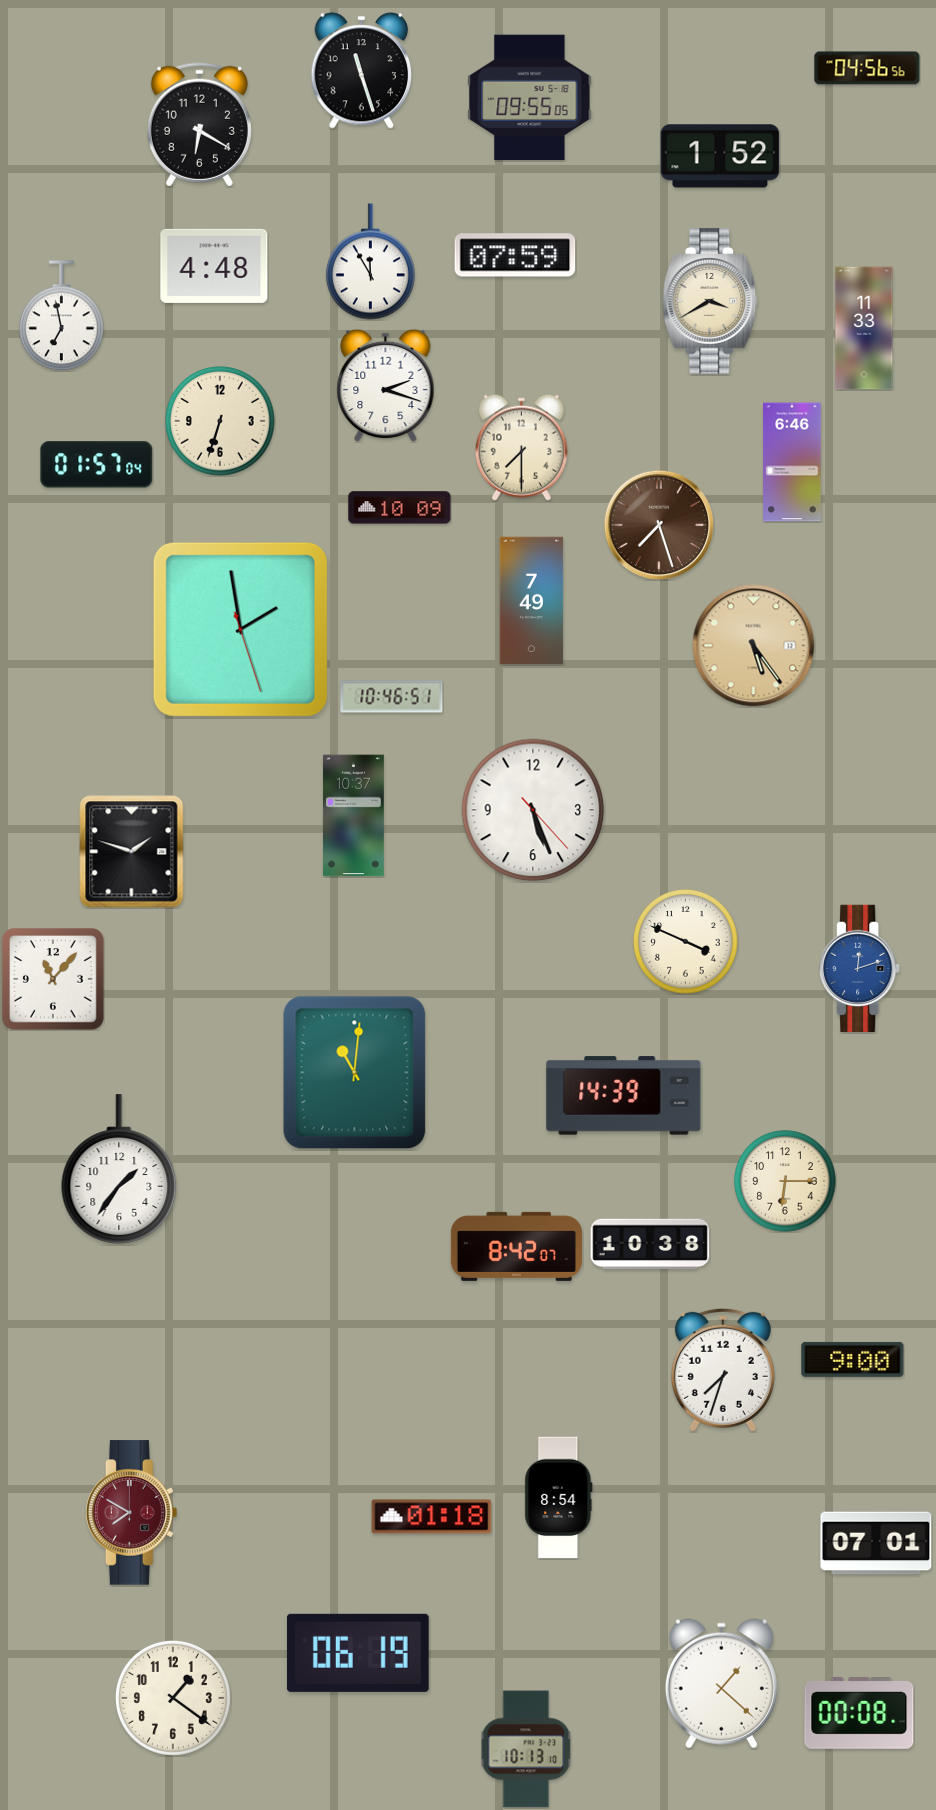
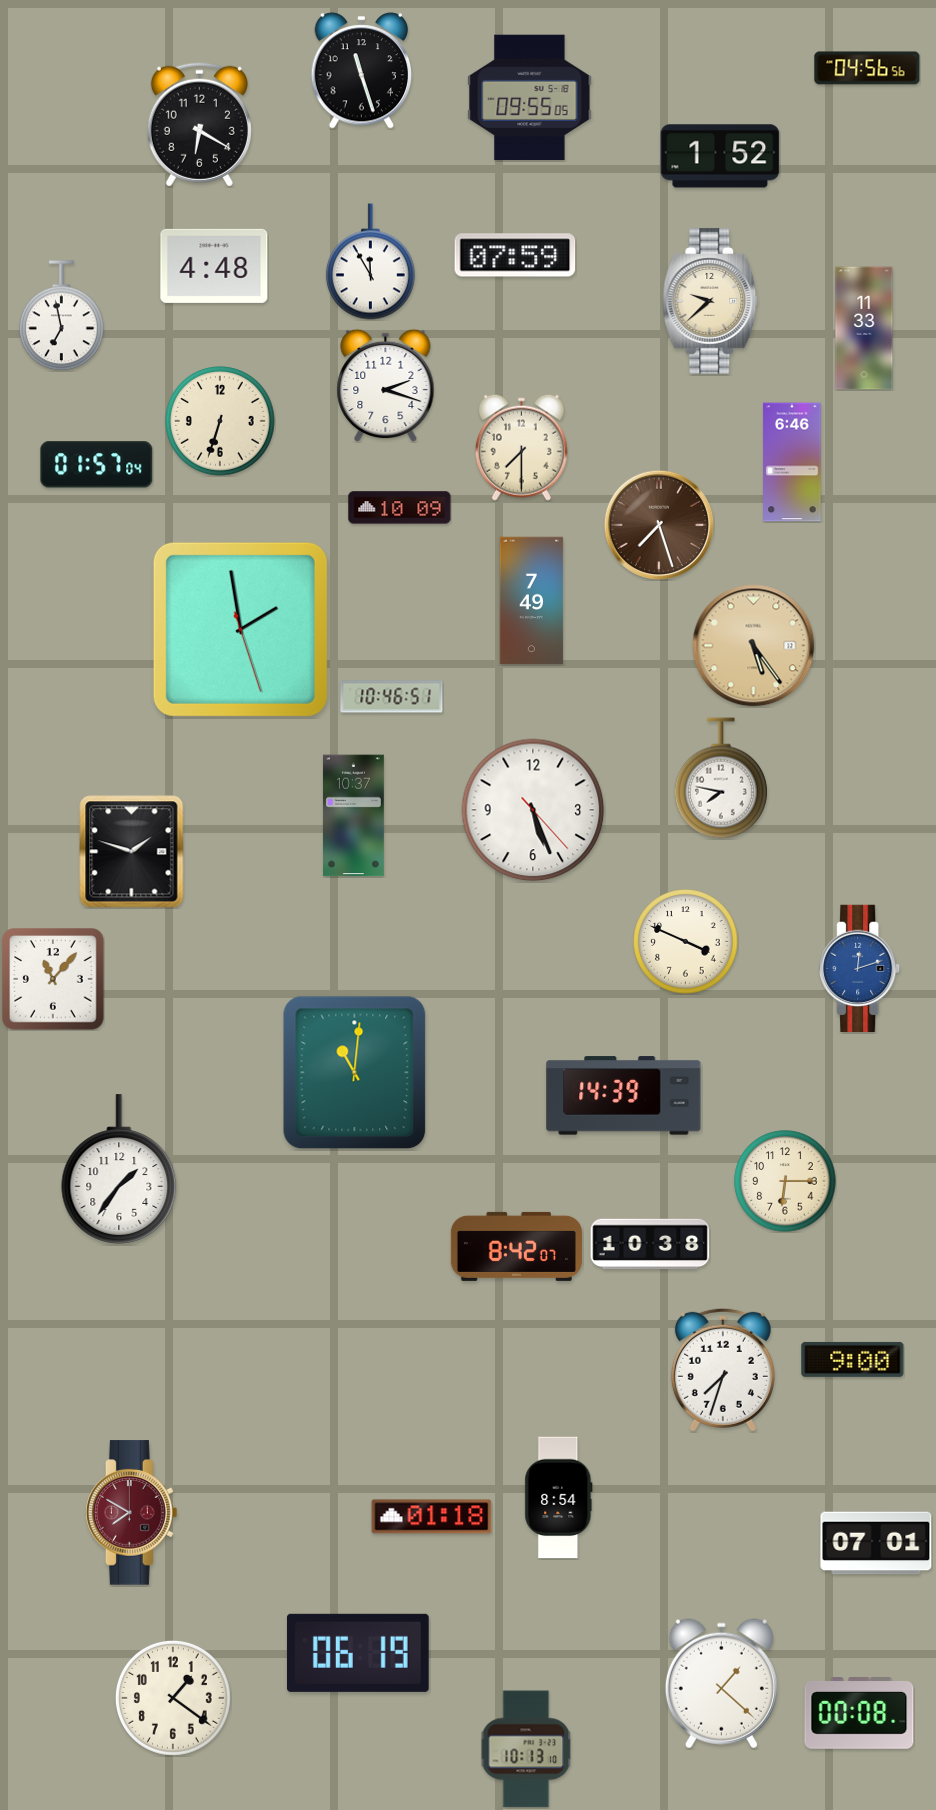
clock at (710, 301): 3:40 -> 9:38
clock at (721, 778): none -> 7:47
